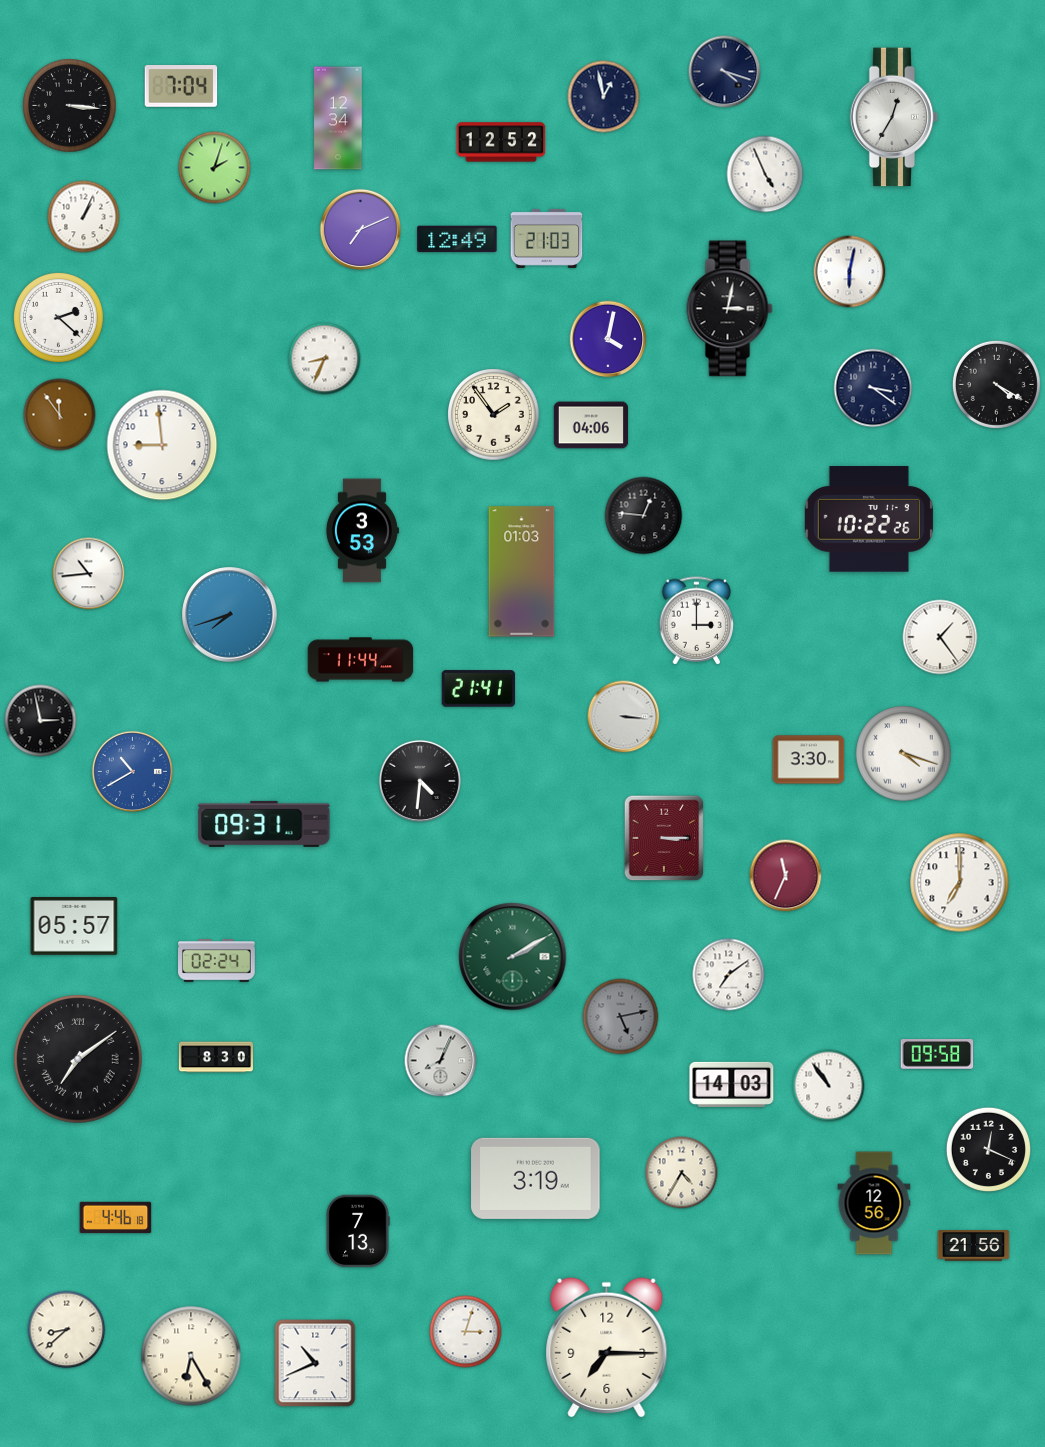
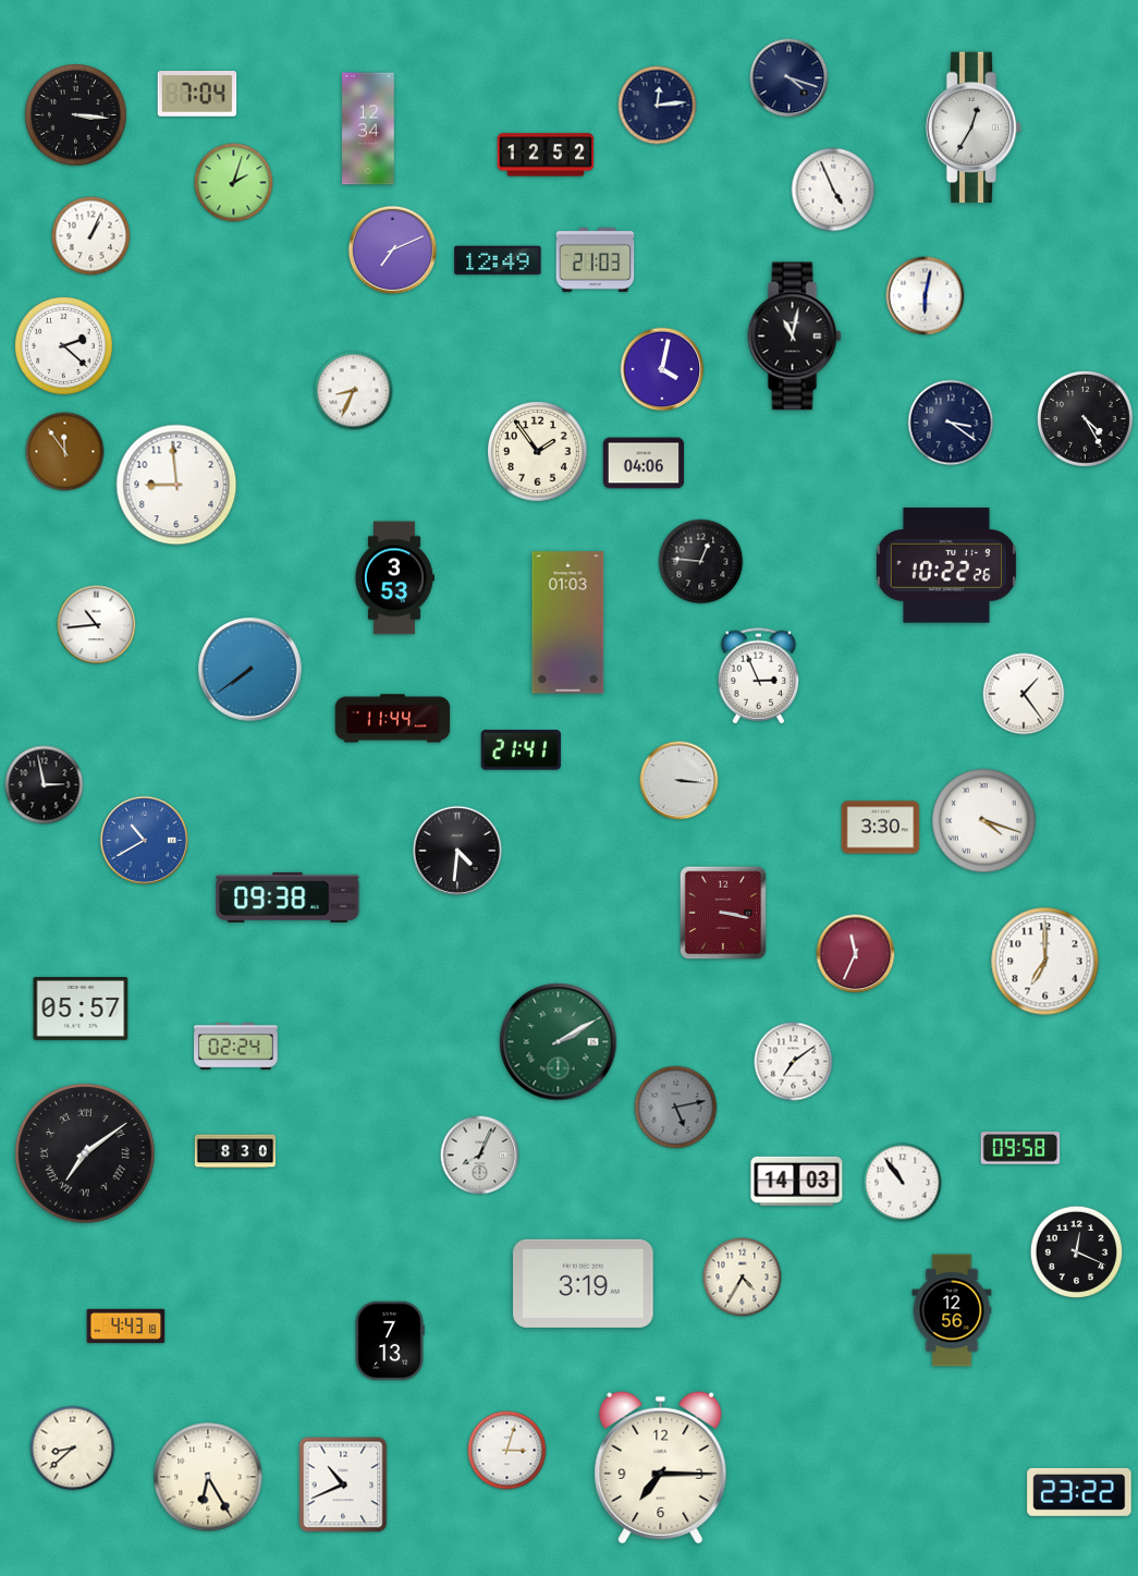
clock at (604, 97): 12:58 -> 12:14
clock at (730, 309): 3:02 -> 11:02
clock at (996, 384): 4:20 -> 4:25
clock at (230, 615): 7:42 -> 7:39
clock at (697, 621): 3:00 -> 2:56
clock at (264, 824): 09:31 -> 09:38
clock at (664, 838): 3:15 -> 3:17
clock at (116, 1218): 4:46 -> 4:43
clock at (974, 1246): 21:56 -> none
clock at (1079, 1492): none -> 23:22
